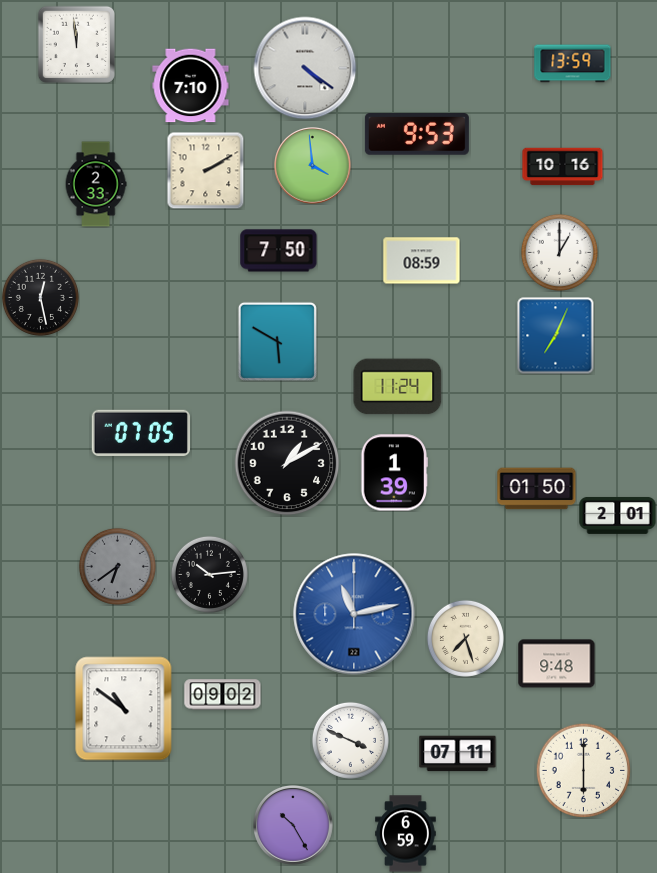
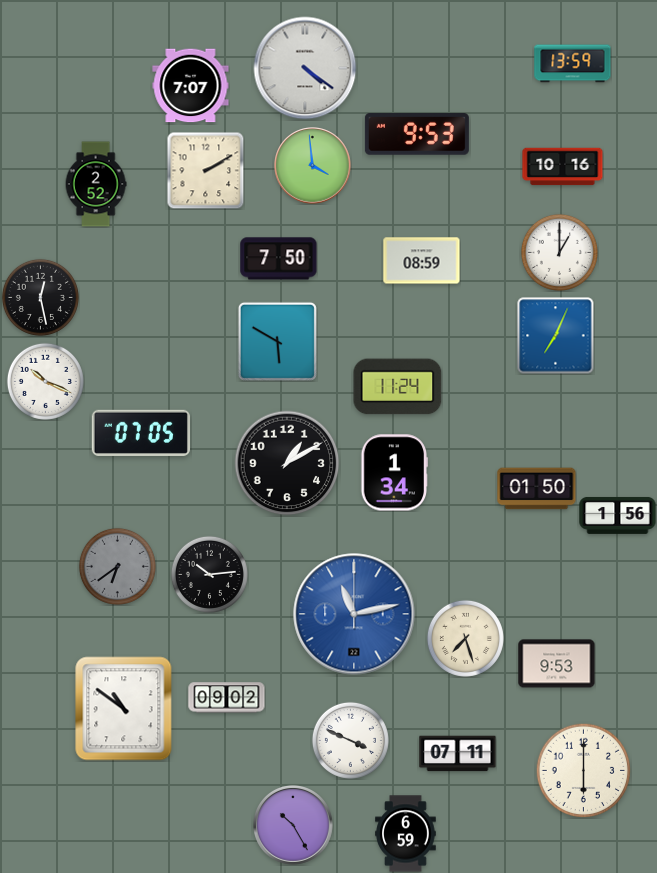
clock at (76, 44): 11:59 -> none
clock at (191, 86): 7:10 -> 7:07
clock at (96, 184): 2:33 -> 2:52
clock at (279, 251) position: (279, 251) -> (279, 259)
clock at (45, 381): none -> 10:19
clock at (395, 473): 1:39 -> 1:34
clock at (618, 515): 2:01 -> 1:56
clock at (557, 664): 9:48 -> 9:53
clock at (223, 695) position: (223, 695) -> (227, 698)
